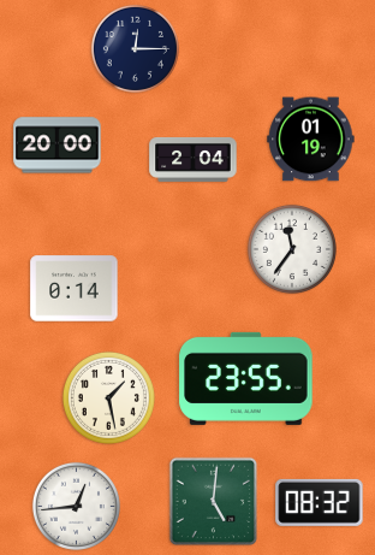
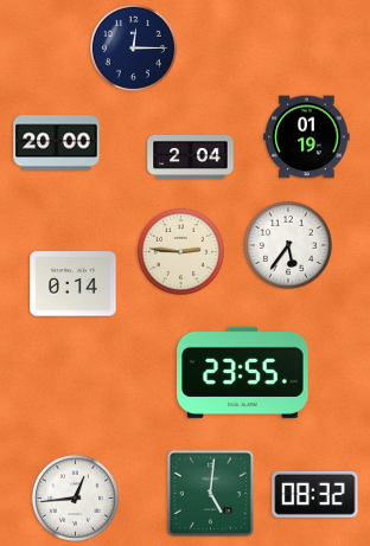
clock at (292, 249): 11:36 -> 5:36
clock at (180, 251): none -> 2:46
clock at (108, 397): 1:28 -> none
